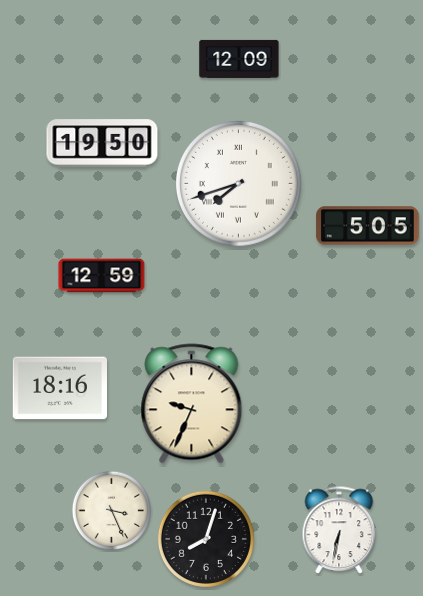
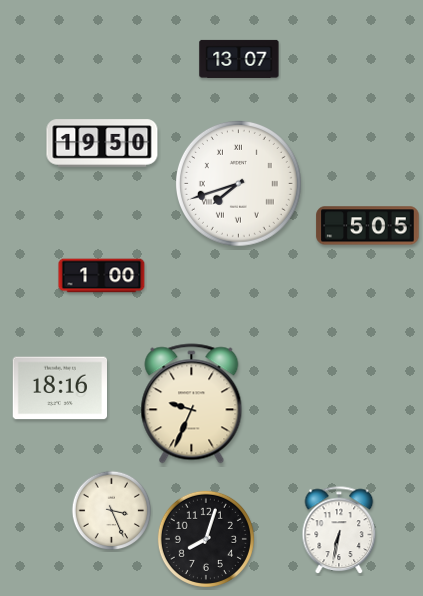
clock at (239, 59): 12:09 -> 13:07
clock at (102, 276): 12:59 -> 1:00
